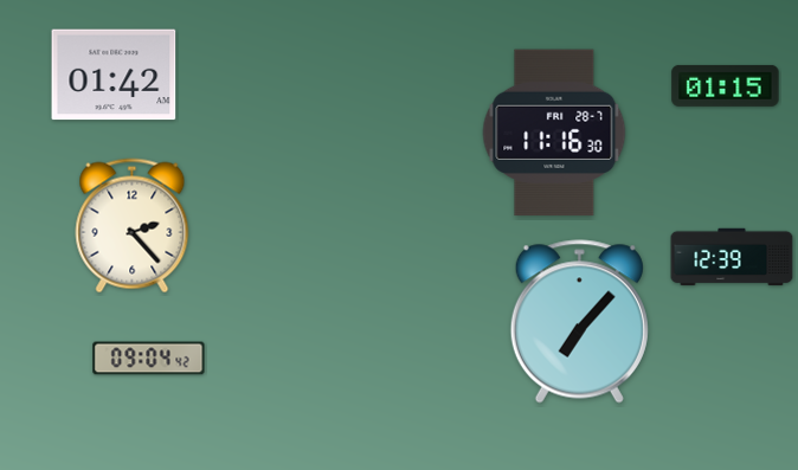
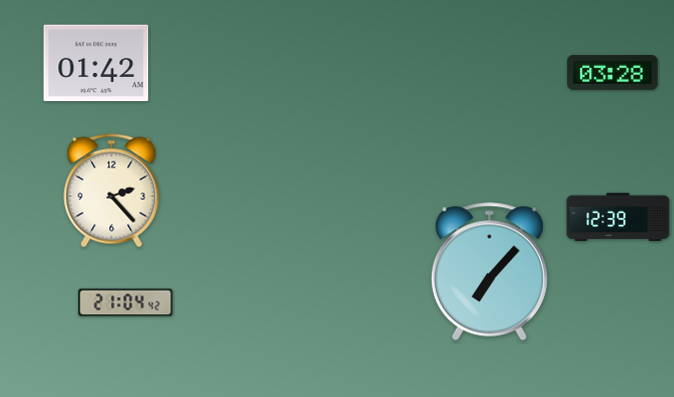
clock at (726, 85): 01:15 -> 03:28
clock at (554, 133): 11:16 -> none
clock at (149, 359): 09:04 -> 21:04
